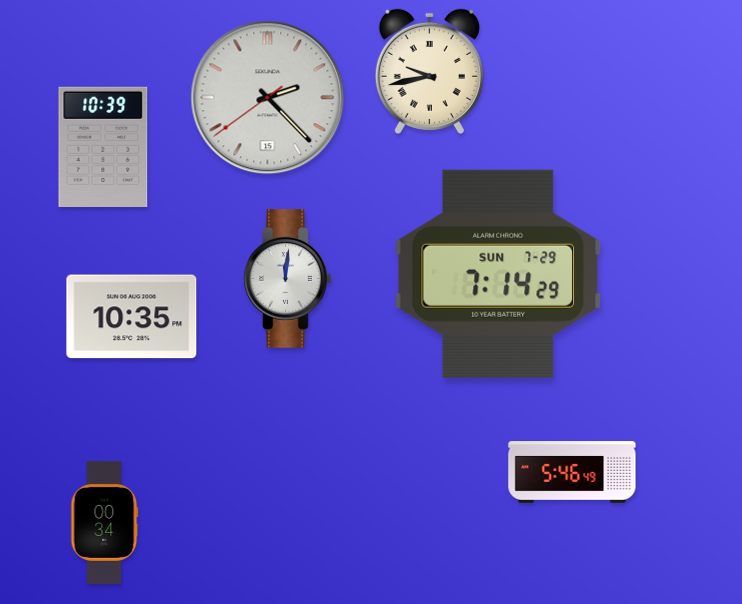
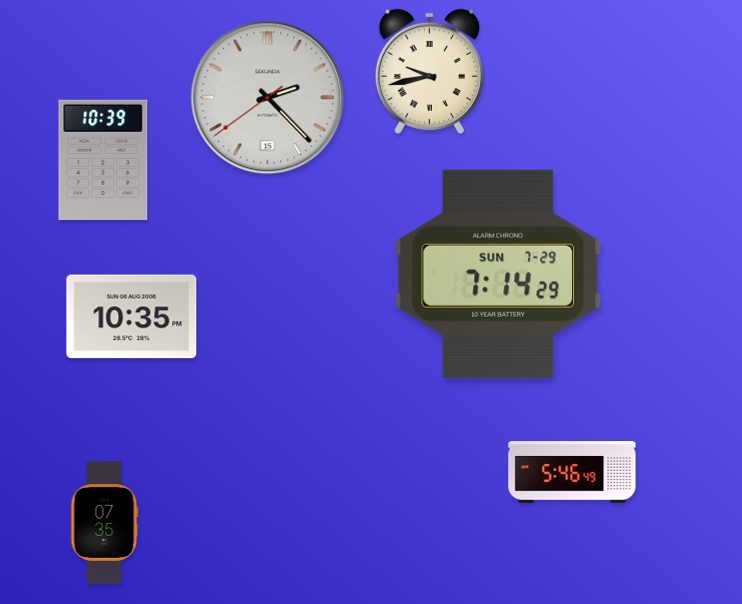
clock at (103, 146) position: (103, 146) -> (103, 159)
clock at (288, 279): 12:01 -> none
clock at (105, 522): 00:34 -> 07:35
